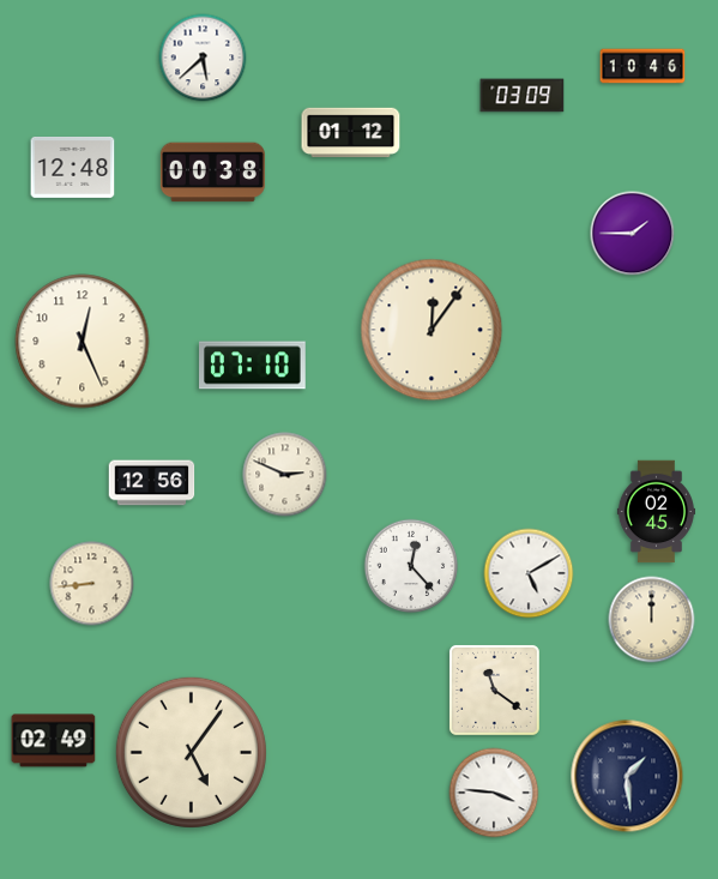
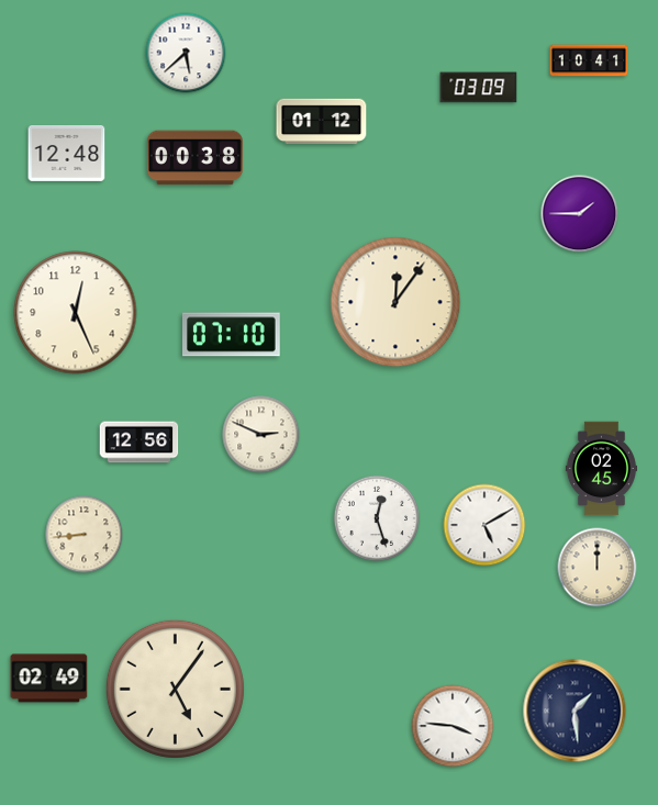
clock at (642, 66): 10:46 -> 10:41
clock at (411, 566): 12:23 -> 12:27
clock at (494, 690): 11:21 -> none
